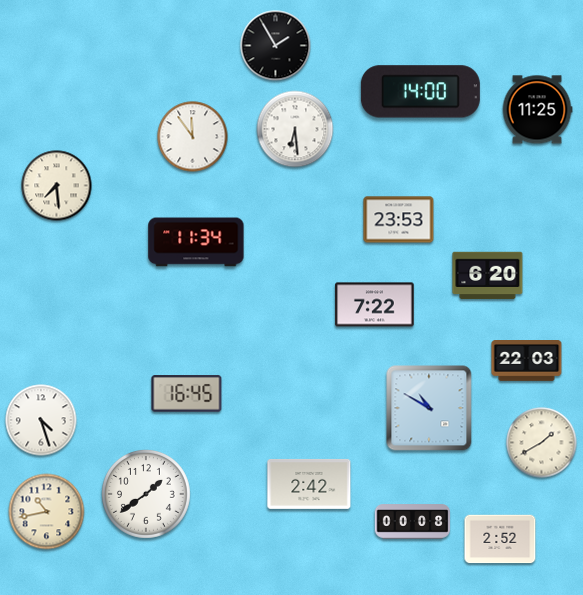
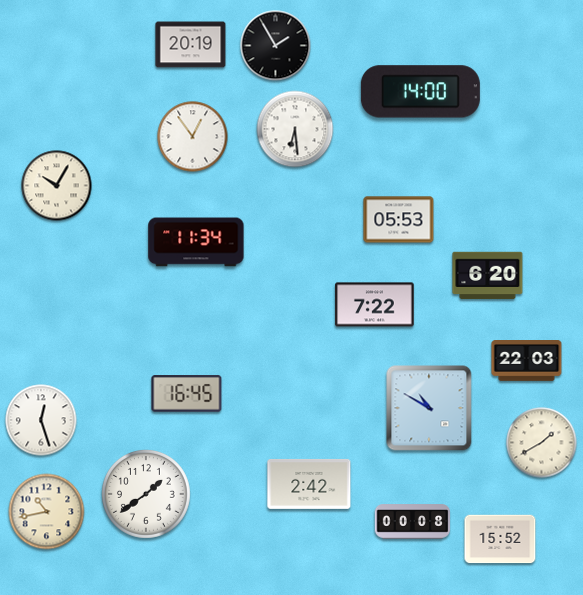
clock at (191, 45): none -> 20:19
clock at (537, 110): 11:25 -> none
clock at (193, 137): 11:54 -> 12:54
clock at (57, 186): 7:29 -> 10:05
clock at (399, 220): 23:53 -> 05:53
clock at (41, 420): 4:27 -> 12:27
clock at (500, 539): 2:52 -> 15:52
